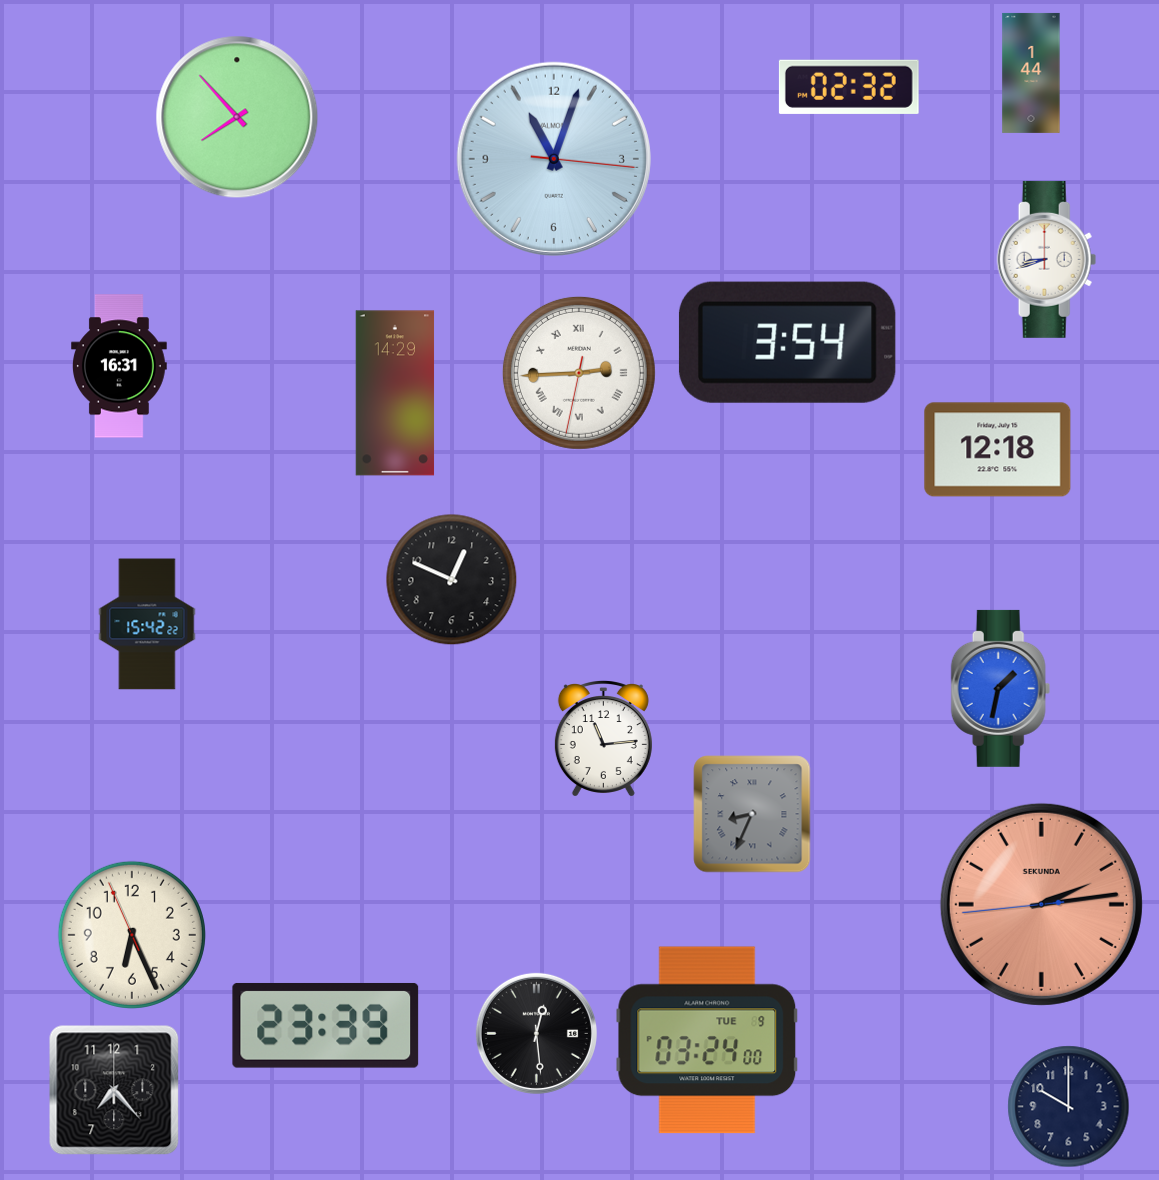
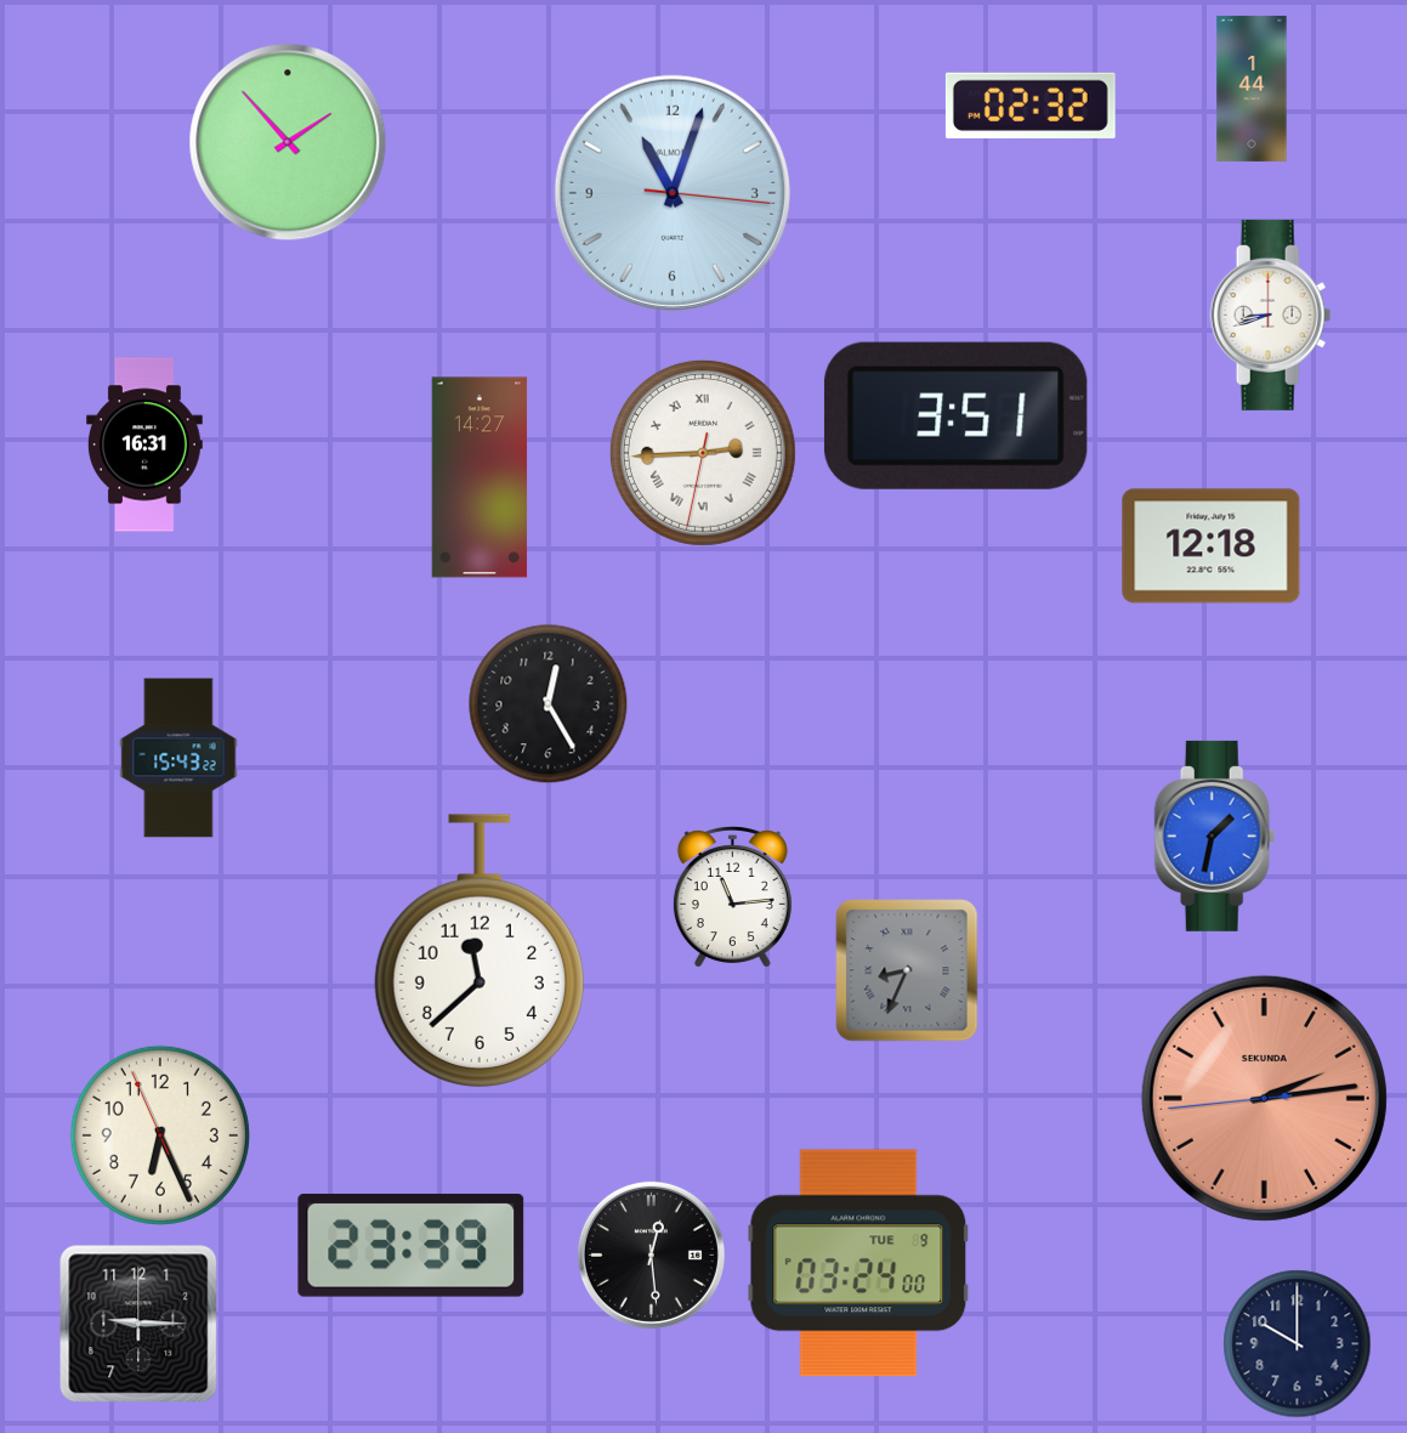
clock at (237, 117): 7:53 -> 1:53
clock at (787, 342): 3:54 -> 3:51
clock at (395, 393): 14:29 -> 14:27
clock at (452, 580): 12:49 -> 12:25
clock at (147, 624): 15:42 -> 15:43
clock at (480, 951): none -> 11:38
clock at (752, 814) position: (752, 814) -> (907, 970)
clock at (326, 1025) position: (326, 1025) -> (412, 1245)
clock at (114, 1090): 7:23 -> 9:15
